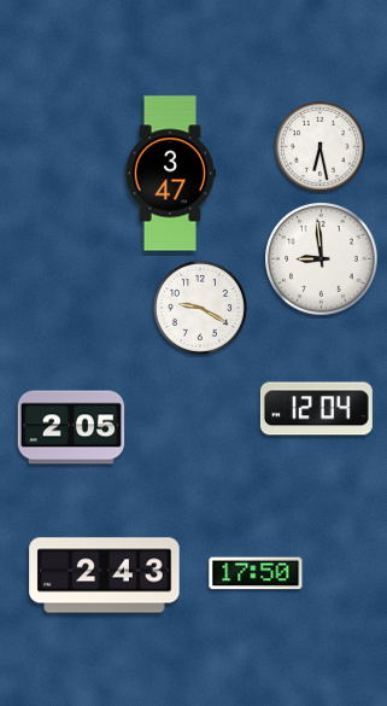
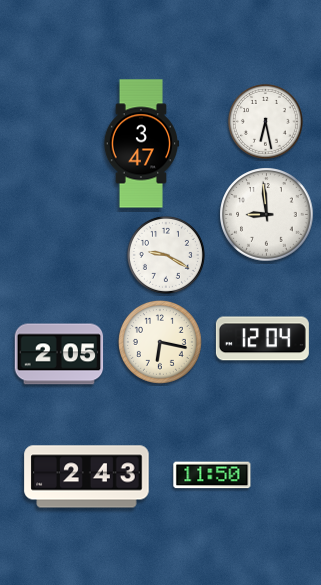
clock at (160, 342): none -> 6:17
clock at (256, 573): 17:50 -> 11:50
